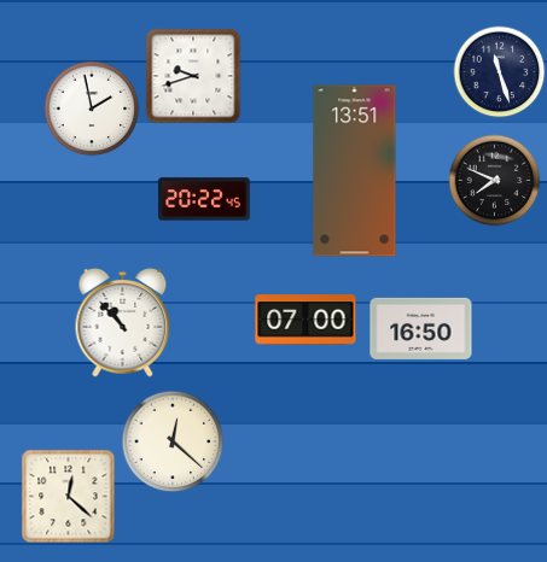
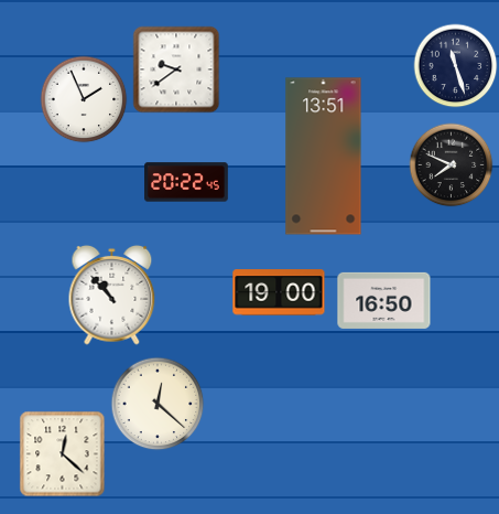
clock at (193, 76): 9:42 -> 9:39
clock at (92, 109): 1:58 -> 1:56
clock at (305, 320): 07:00 -> 19:00
